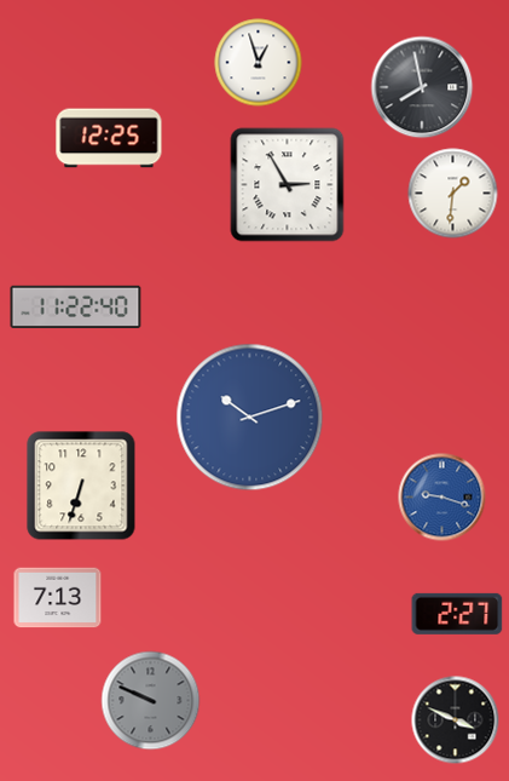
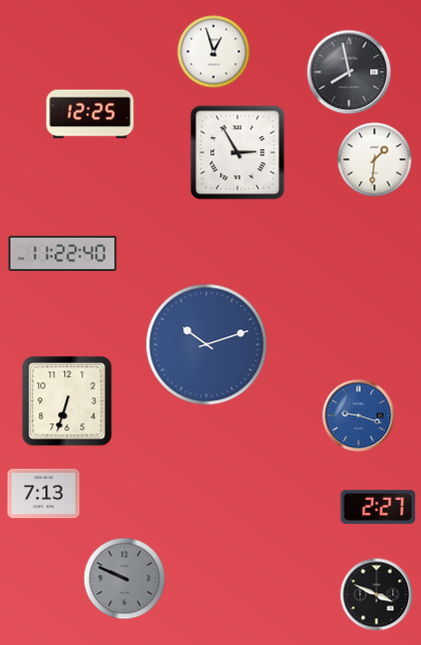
clock at (443, 498) position: (443, 498) -> (359, 416)
clock at (58, 598) position: (58, 598) -> (44, 494)
